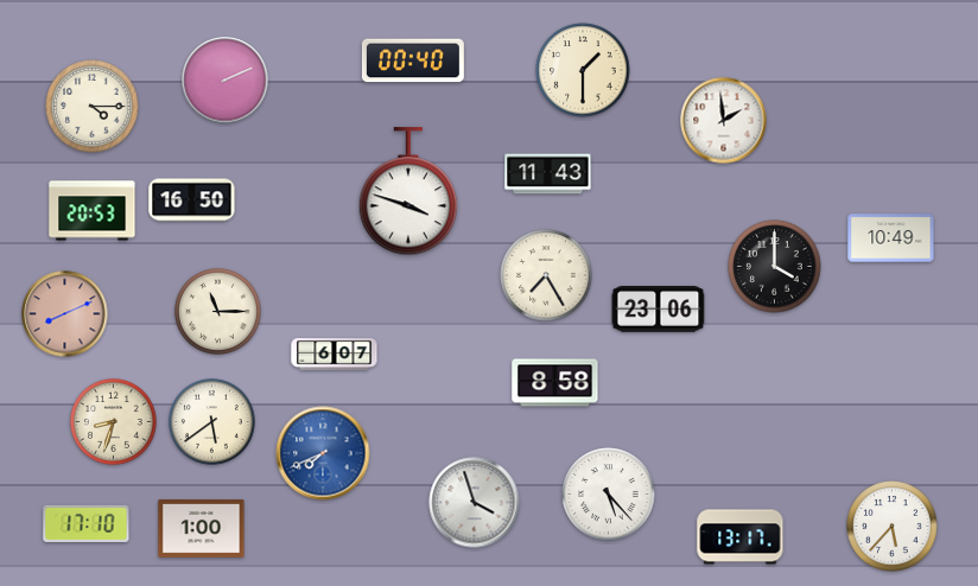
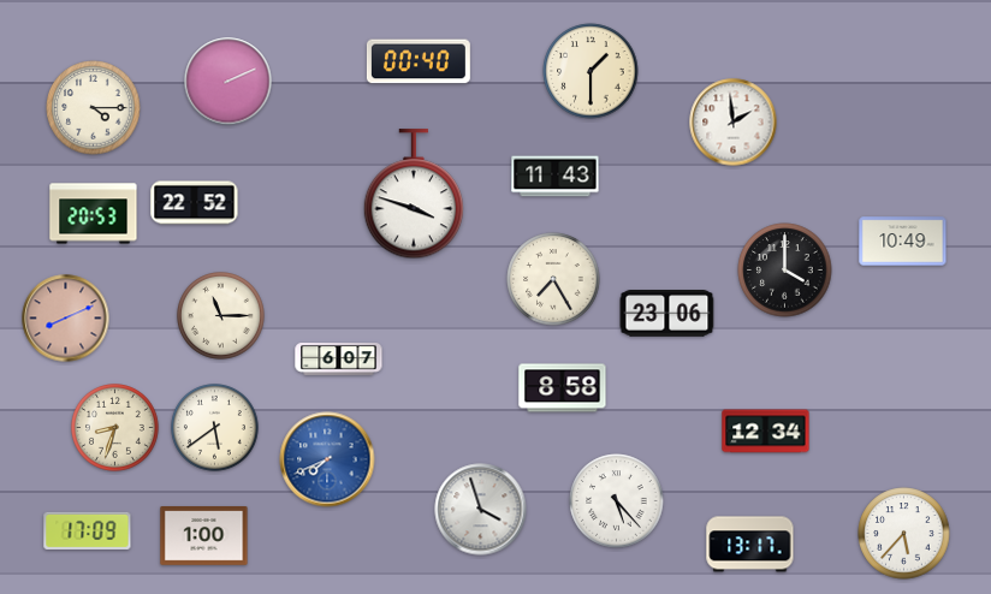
clock at (192, 200): 16:50 -> 22:52
clock at (766, 432): none -> 12:34
clock at (87, 523): 17:10 -> 17:09
